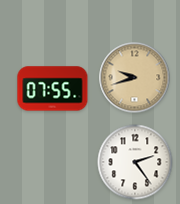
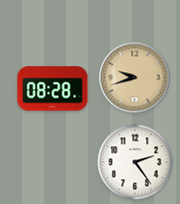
clock at (53, 89): 07:55 -> 08:28
